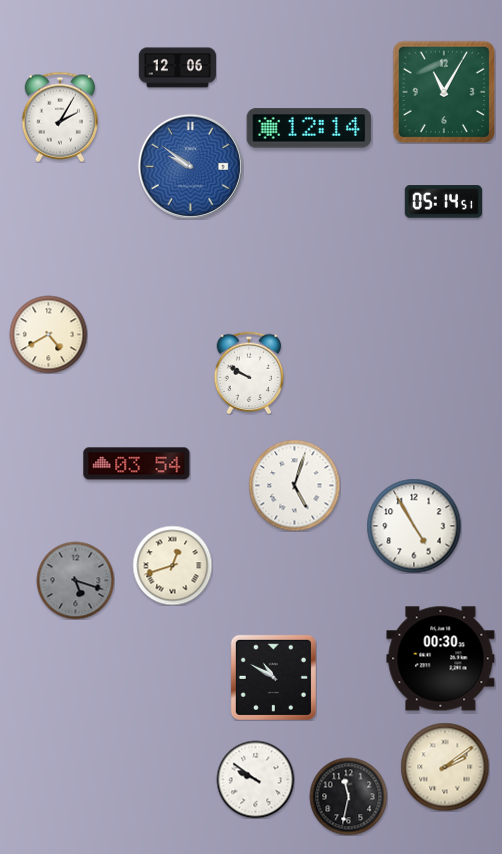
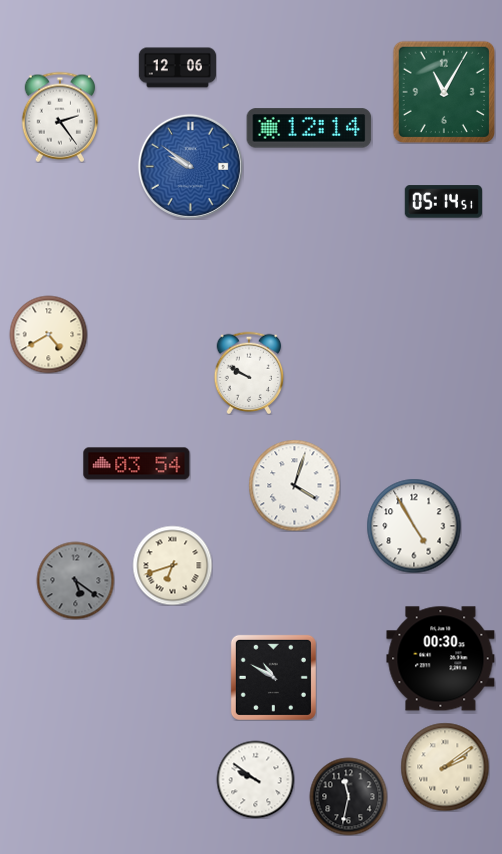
clock at (59, 117): 2:05 -> 2:24
clock at (294, 485): 5:03 -> 4:03
clock at (172, 565): 12:42 -> 6:42
clock at (75, 580): 5:18 -> 5:21
